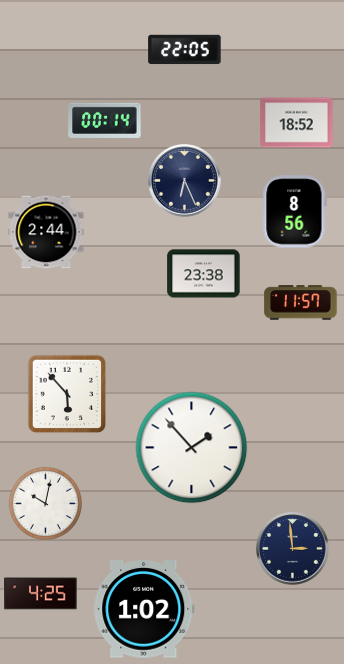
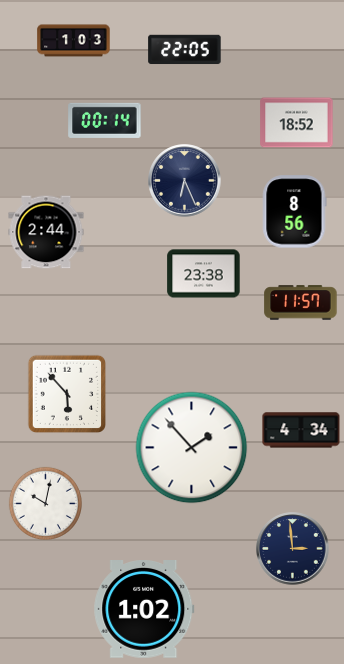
clock at (74, 41): none -> 1:03
clock at (301, 430): none -> 4:34
clock at (41, 594): 4:25 -> none
